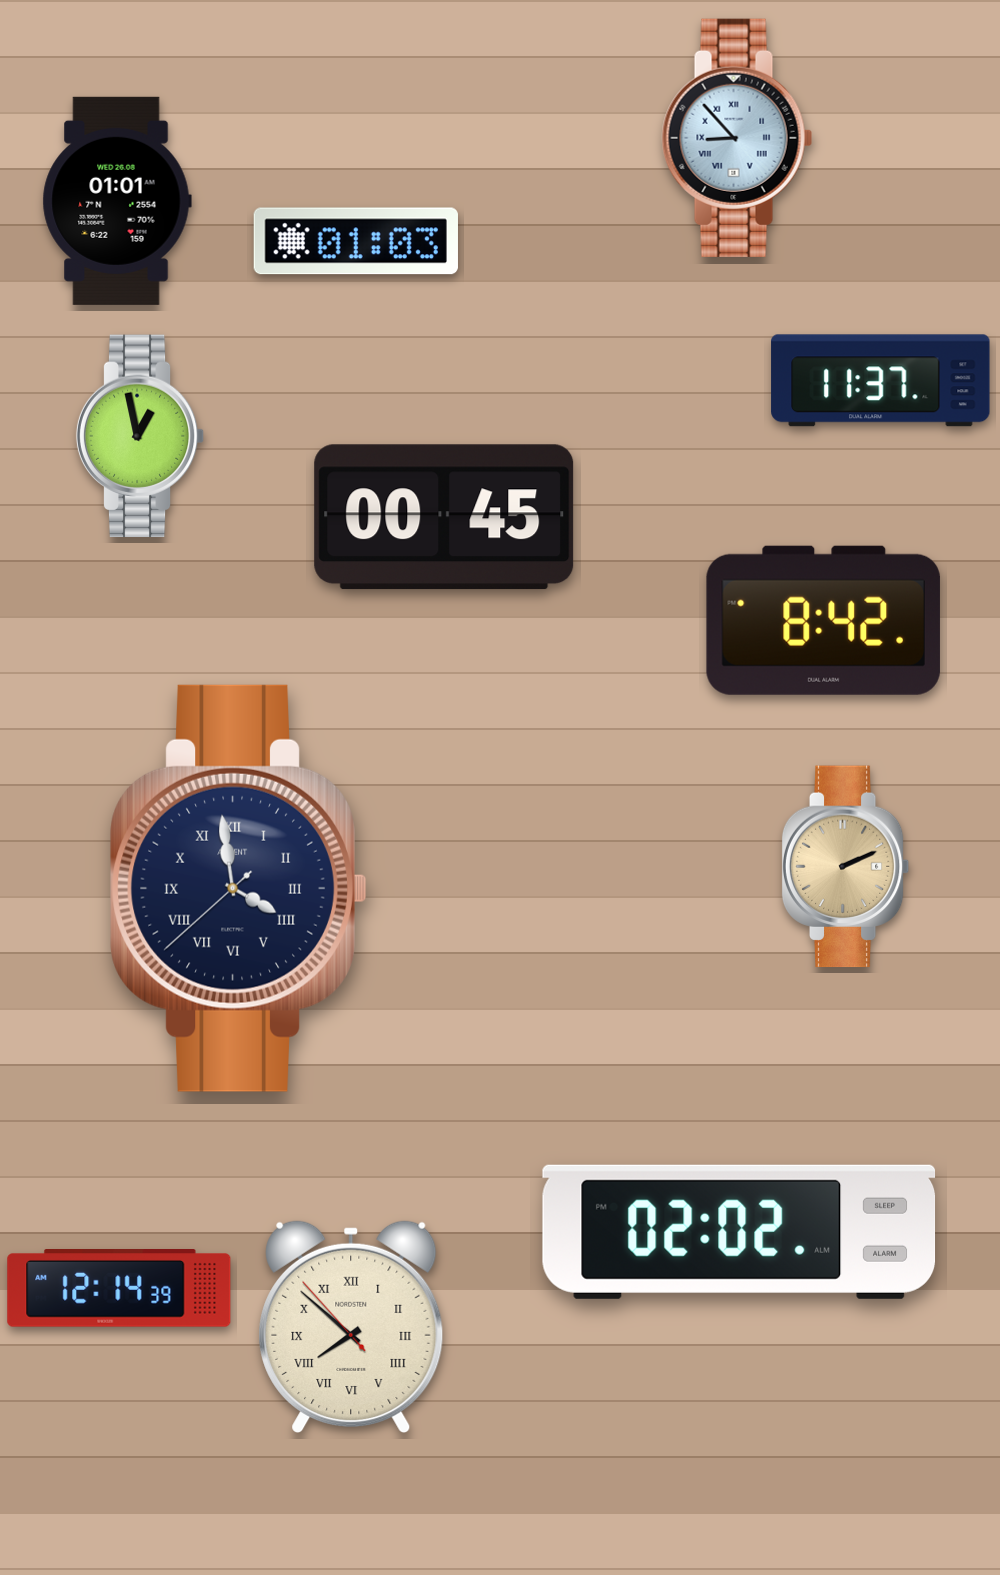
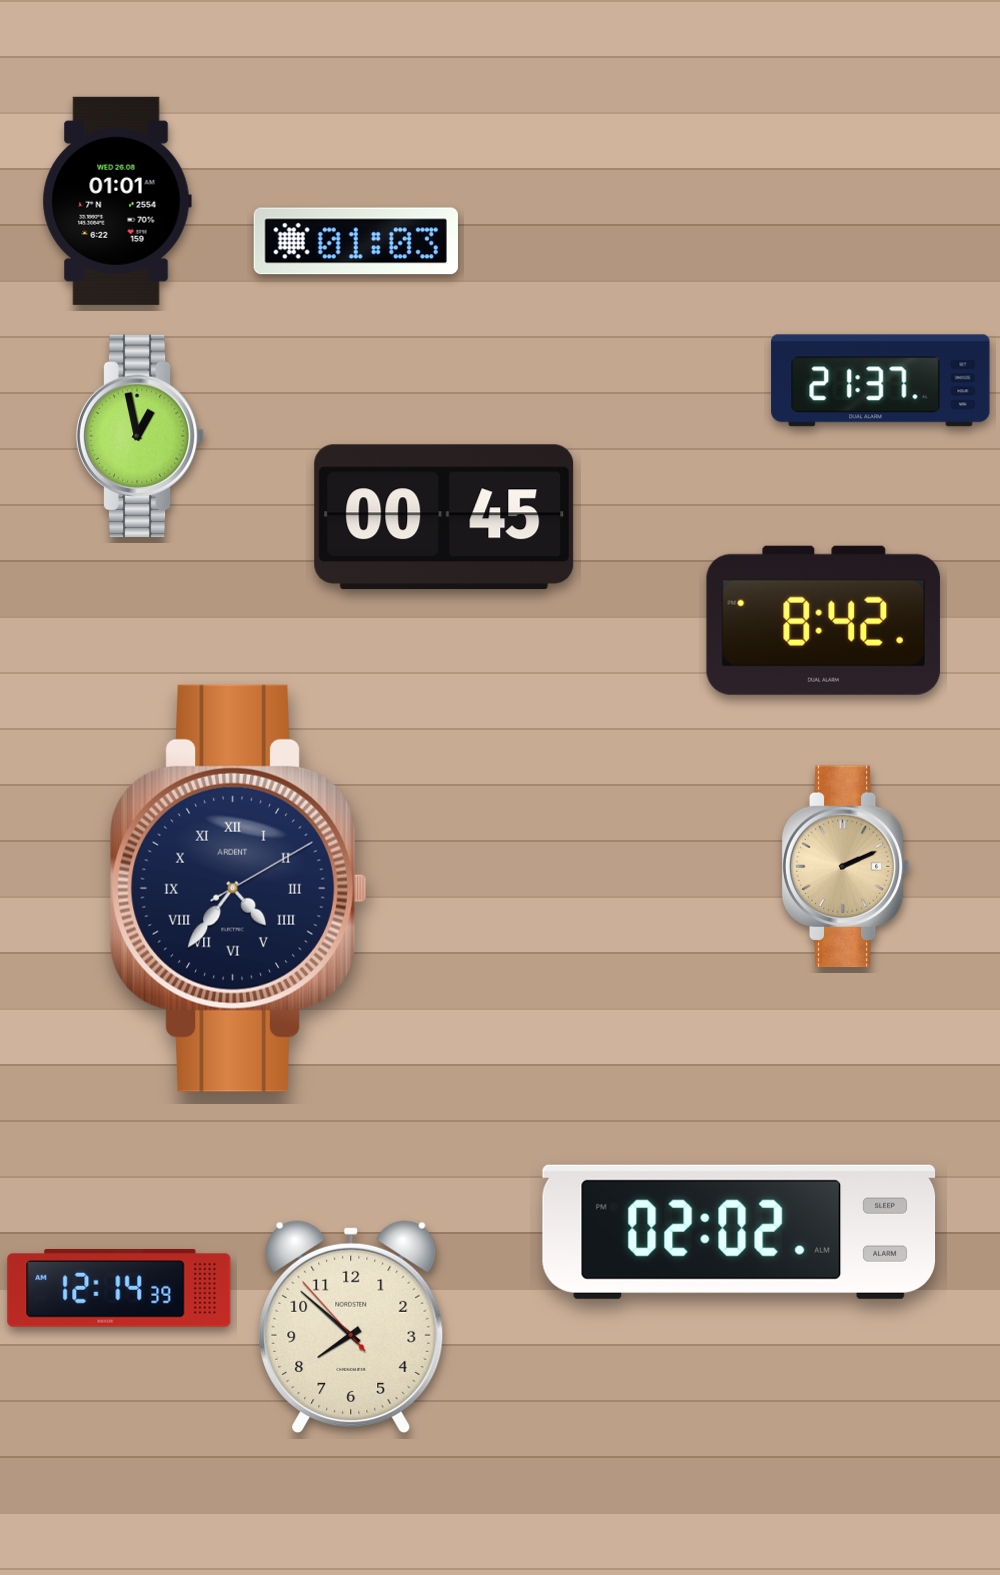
clock at (737, 138): 8:53 -> none
clock at (881, 381): 11:37 -> 21:37
clock at (239, 888): 3:58 -> 4:36
clock at (351, 1326) numerals: Roman -> Arabic
